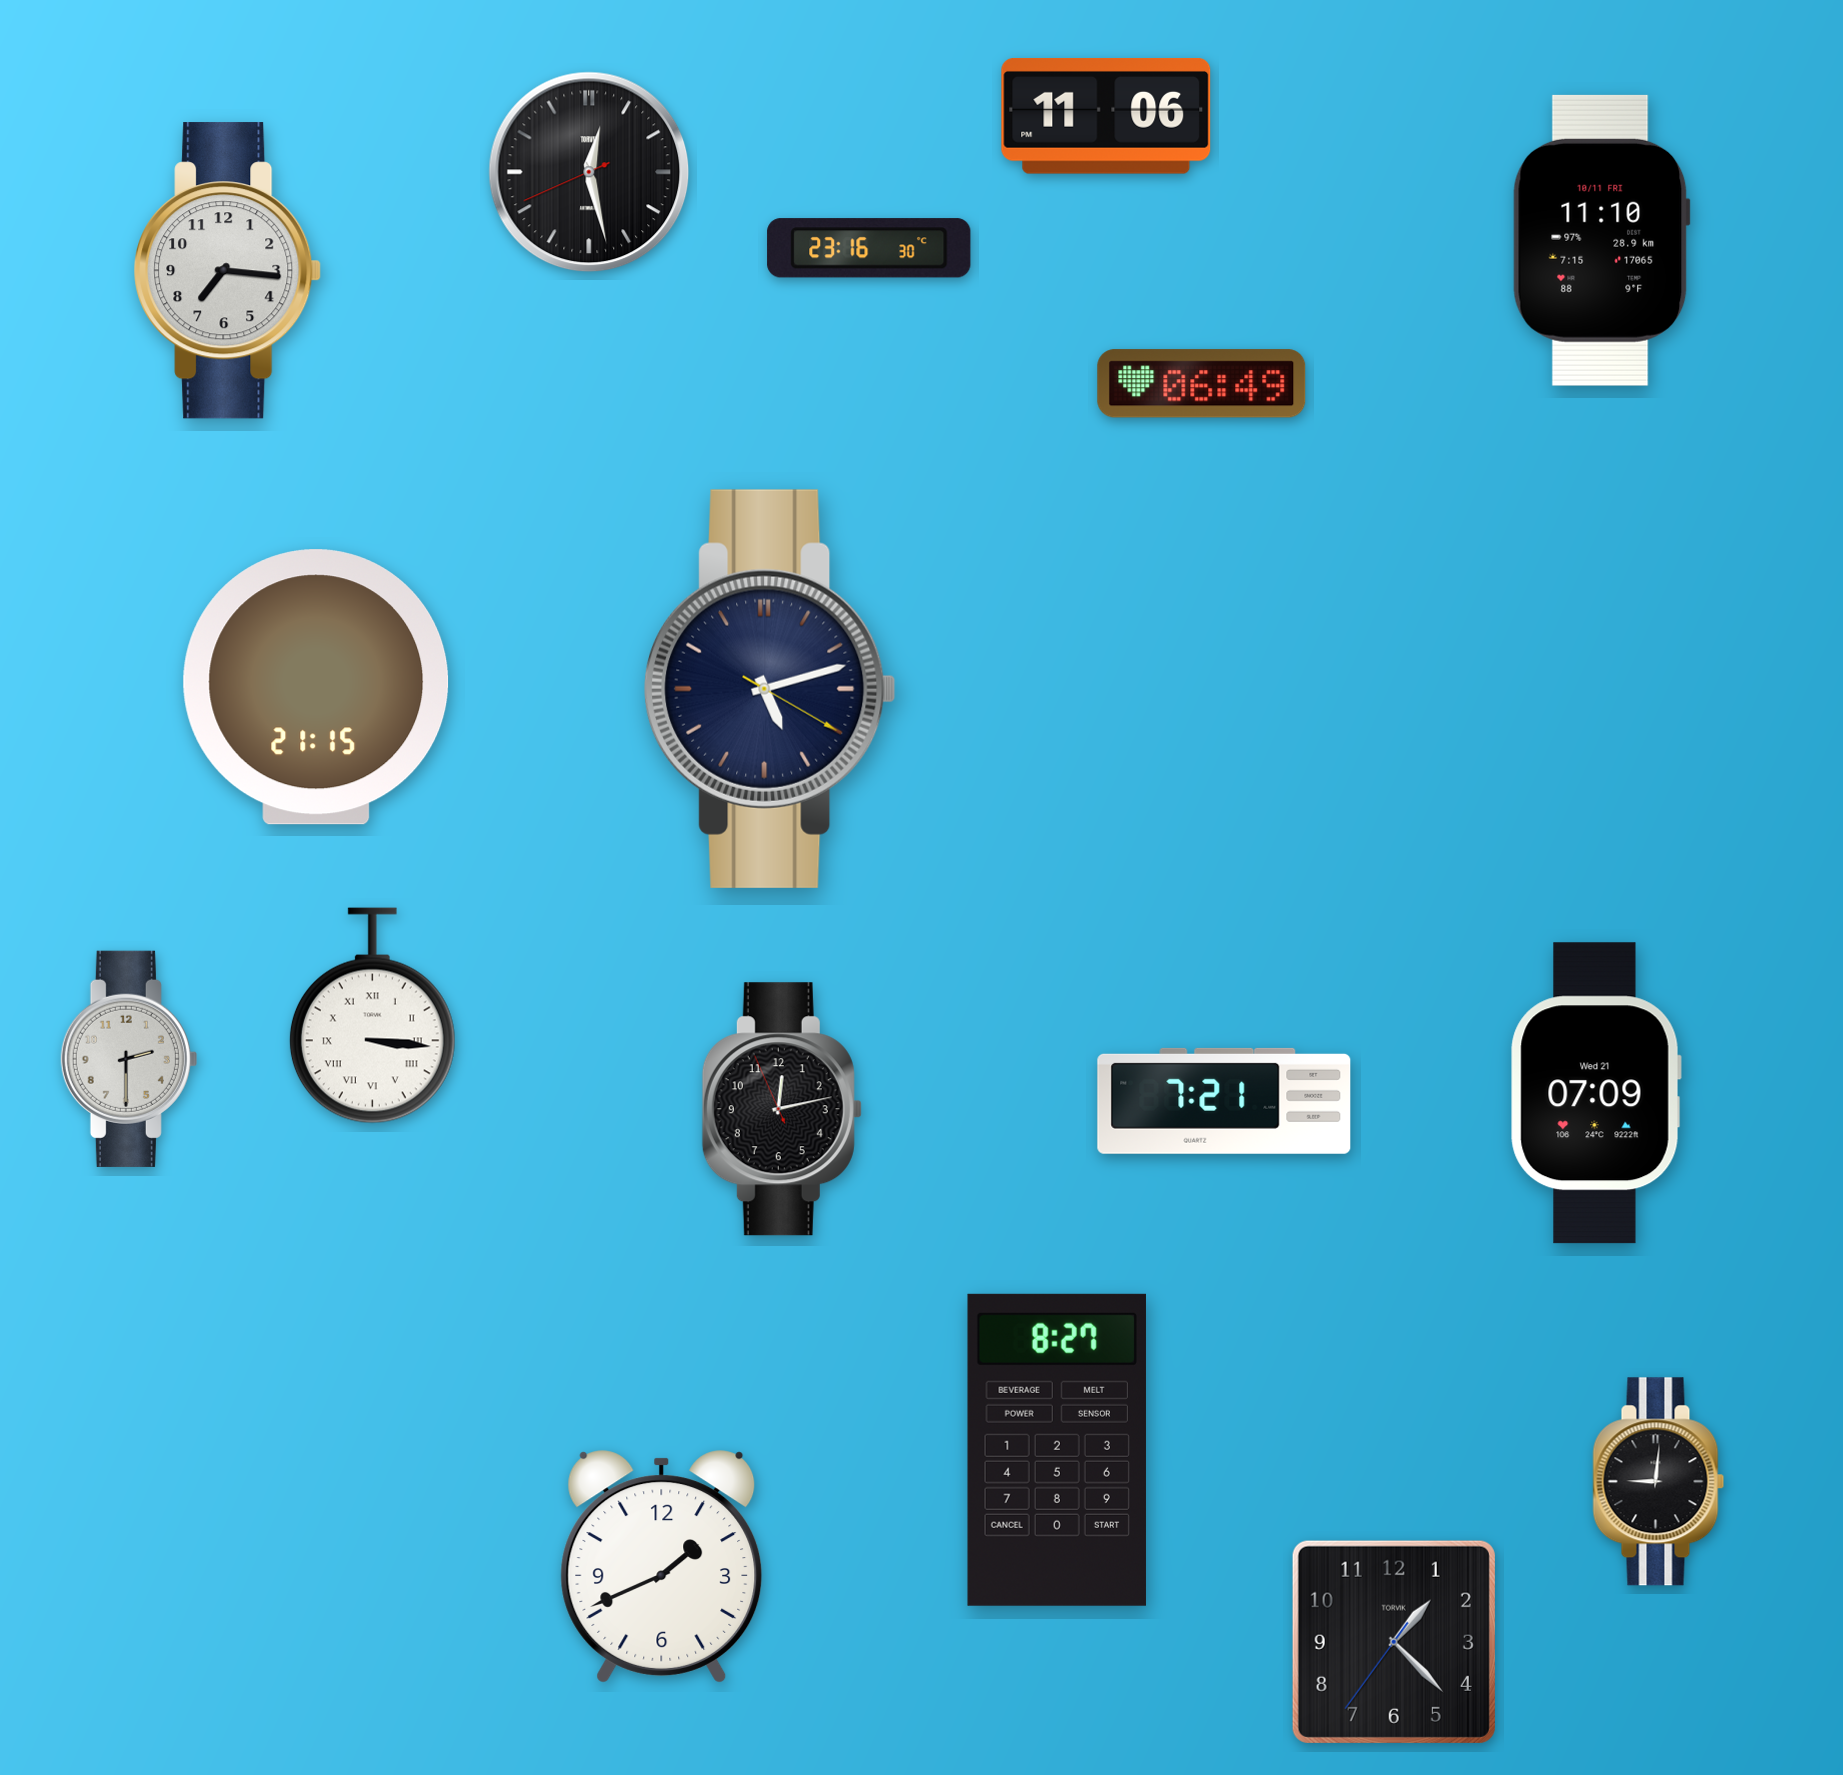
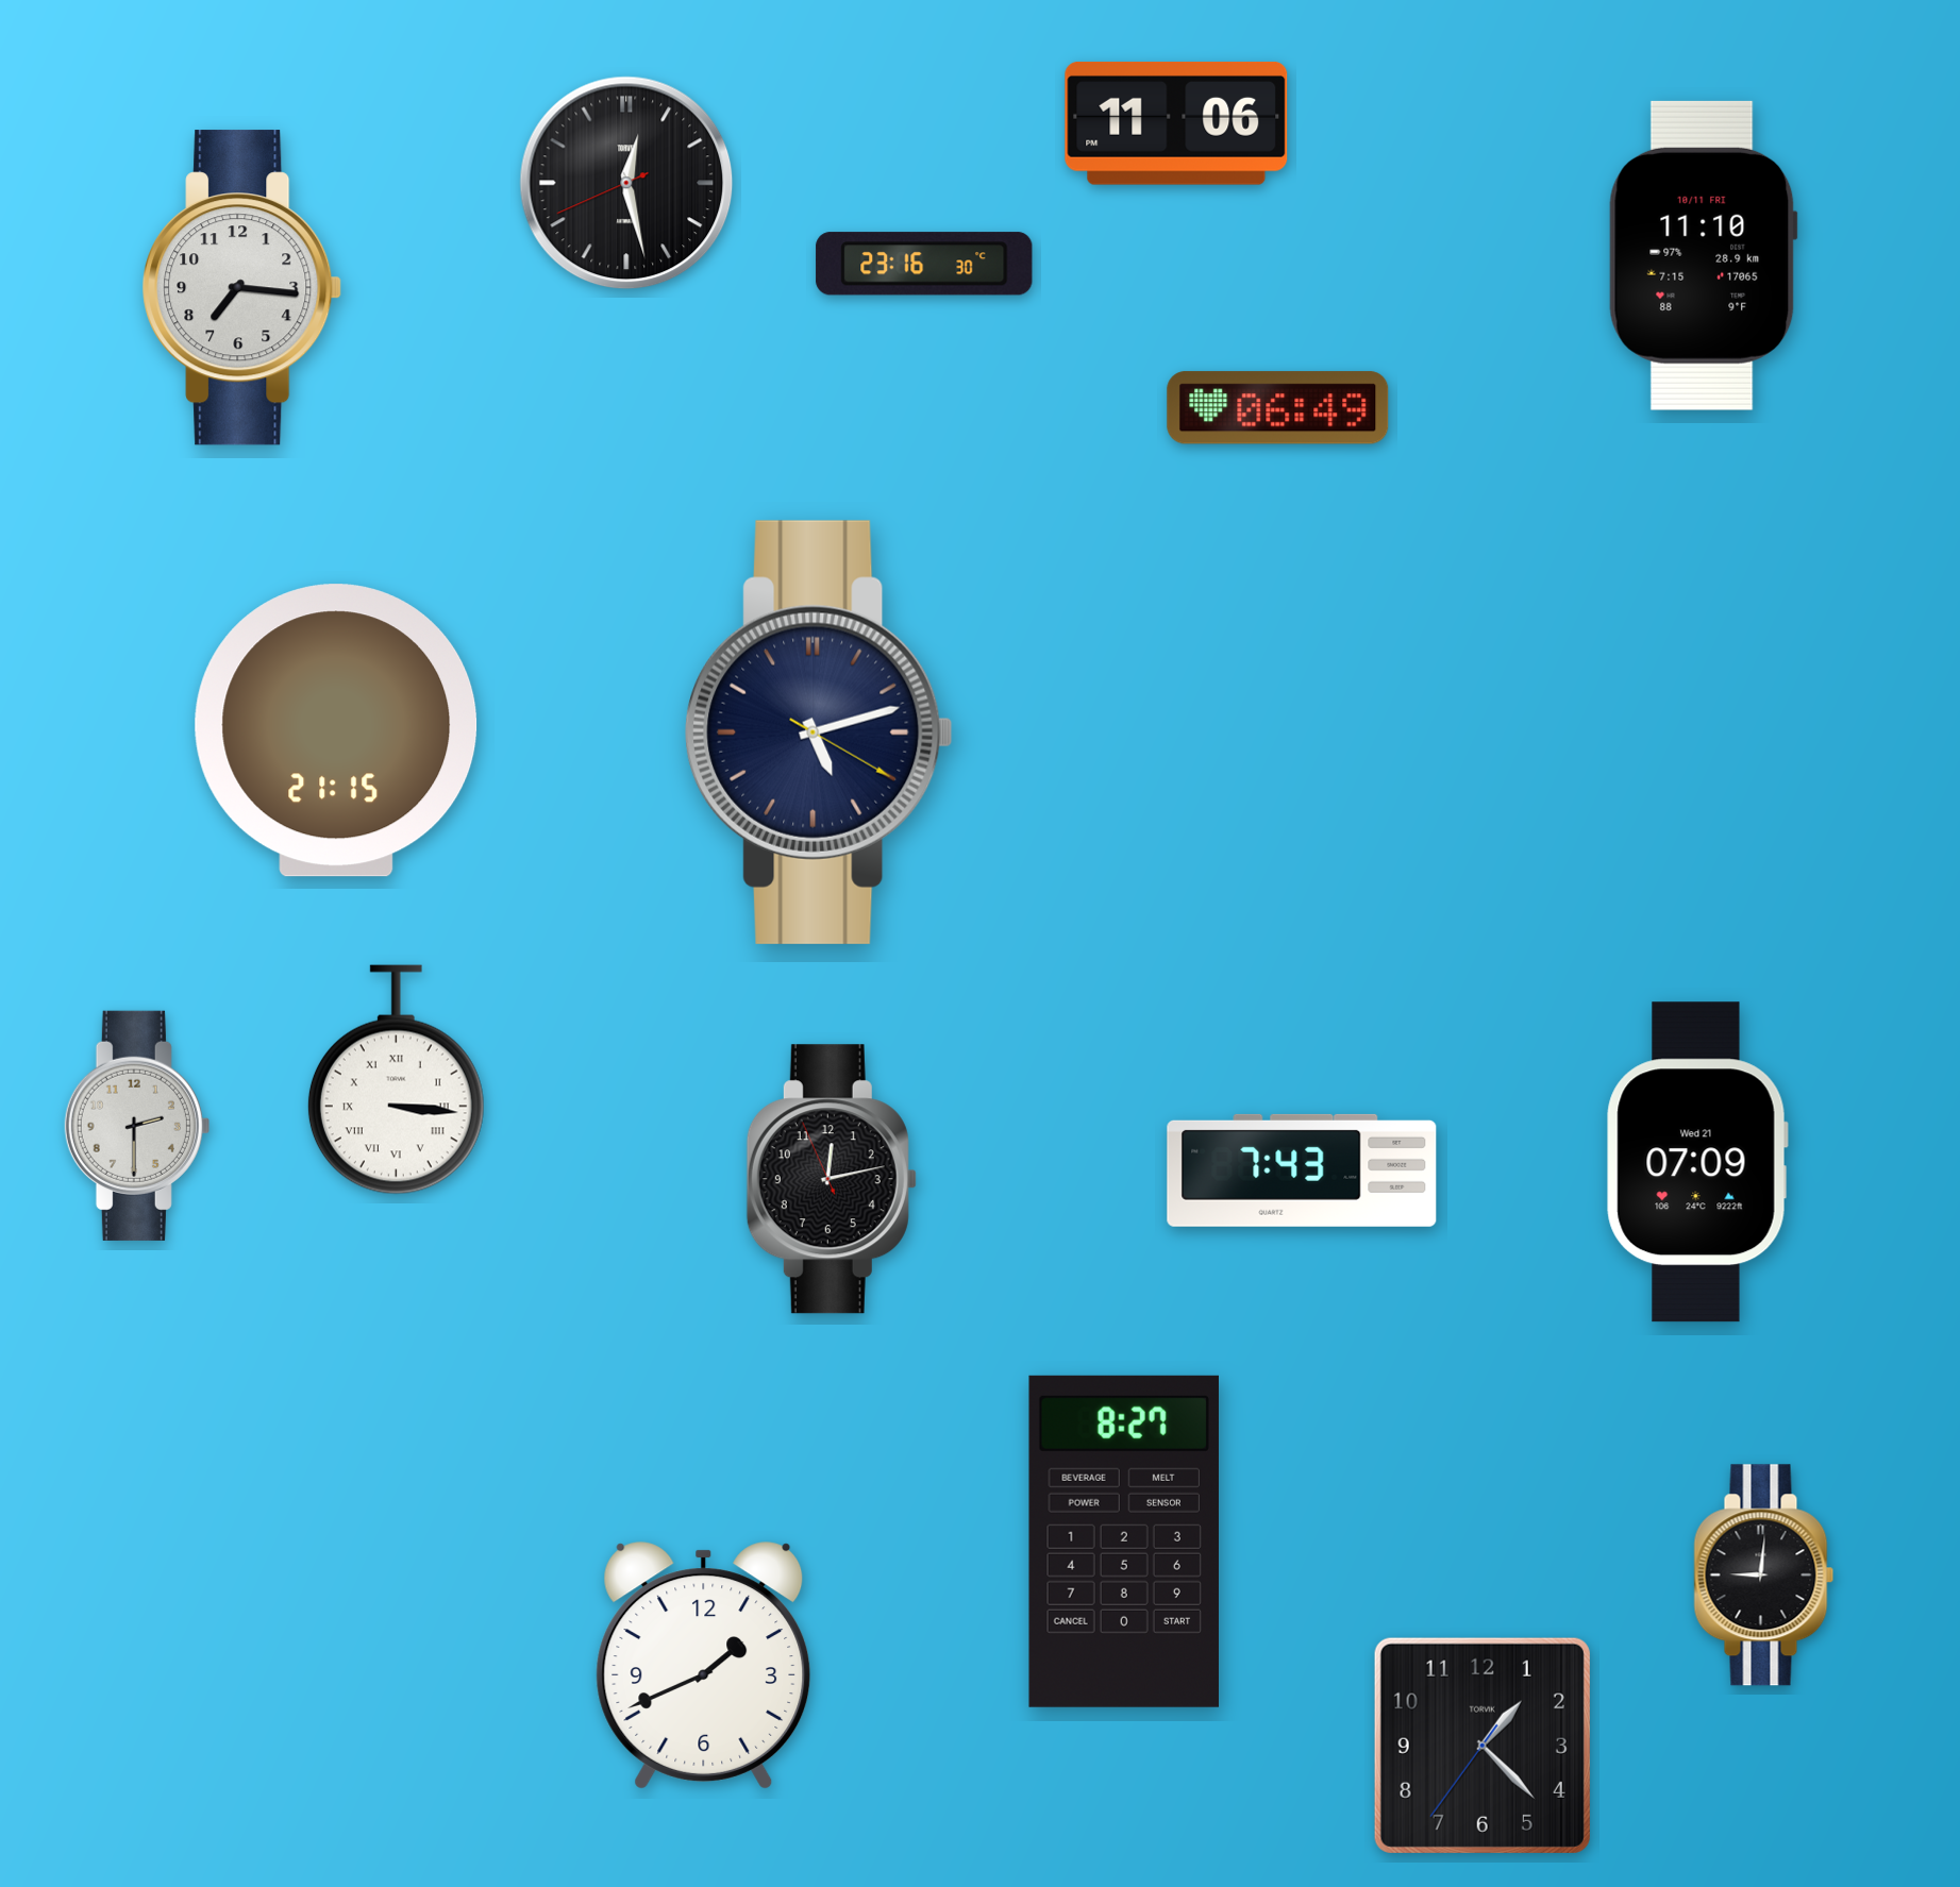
clock at (1224, 1101): 7:21 -> 7:43
